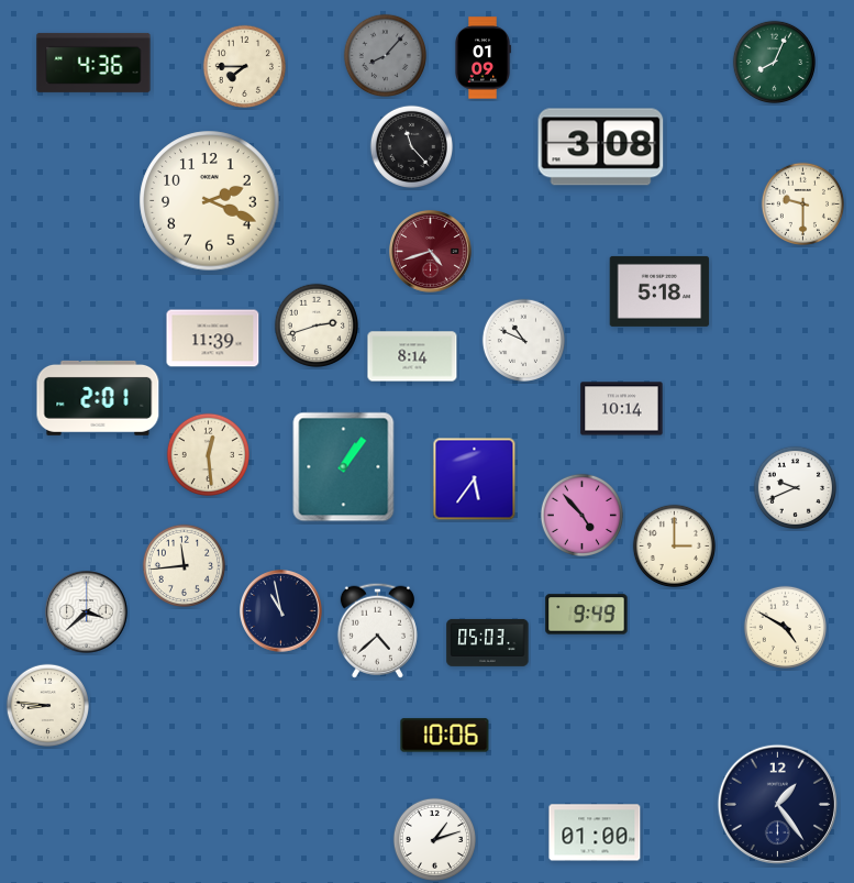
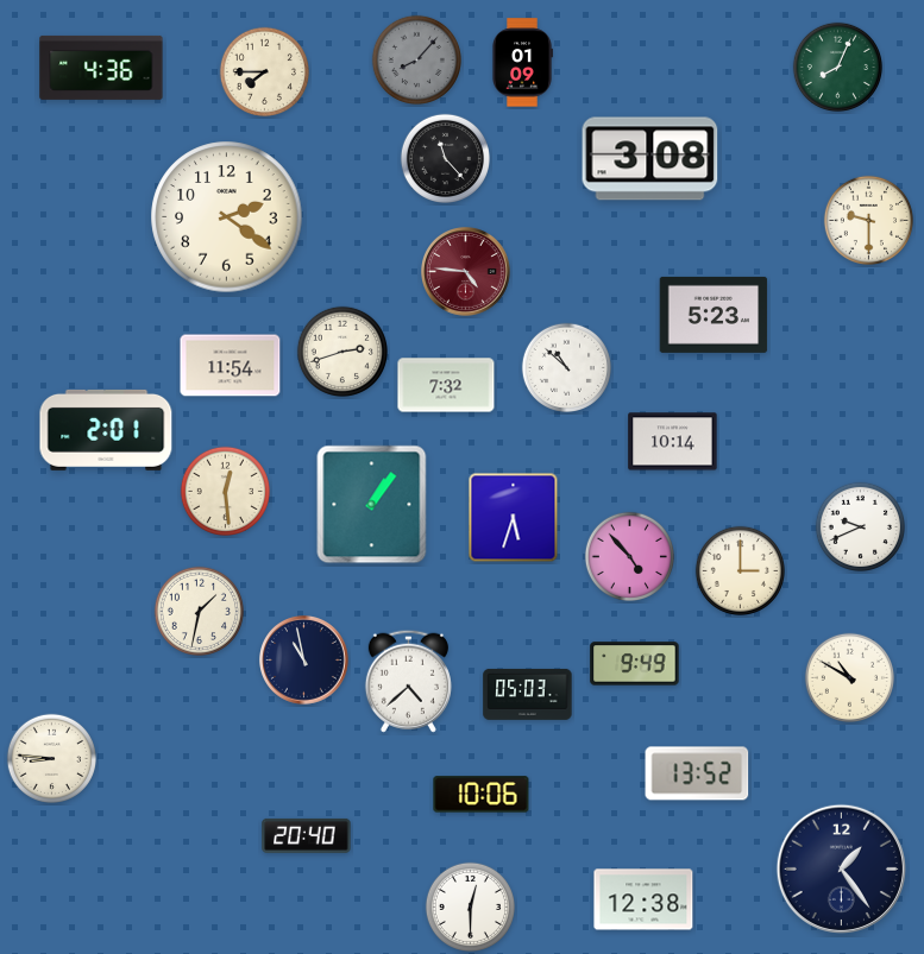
clock at (210, 201): 2:19 -> 2:21
clock at (431, 252): 4:42 -> 4:46
clock at (659, 291): 5:18 -> 5:23
clock at (213, 339): 11:39 -> 11:54
clock at (523, 340): 10:49 -> 10:52
clock at (412, 356): 8:14 -> 7:32
clock at (475, 479): 5:36 -> 5:33
clock at (674, 545) position: (674, 545) -> (740, 570)
clock at (184, 565): 11:44 -> 1:32
clock at (87, 612): 3:38 -> none
clock at (785, 627): 4:50 -> 10:50
clock at (47, 705) position: (47, 705) -> (51, 758)
clock at (697, 773): none -> 13:52
clock at (307, 835): none -> 20:40
clock at (595, 832): 01:00 -> 12:38
clock at (434, 839): 1:12 -> 12:30
